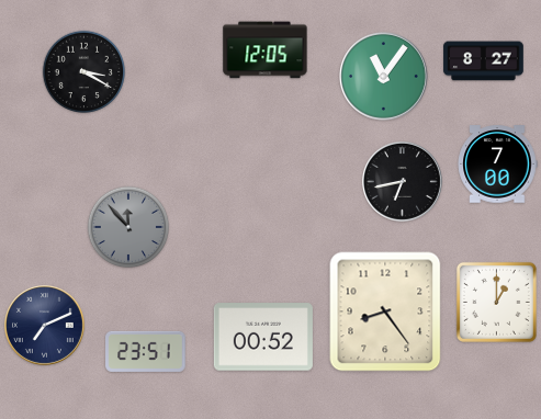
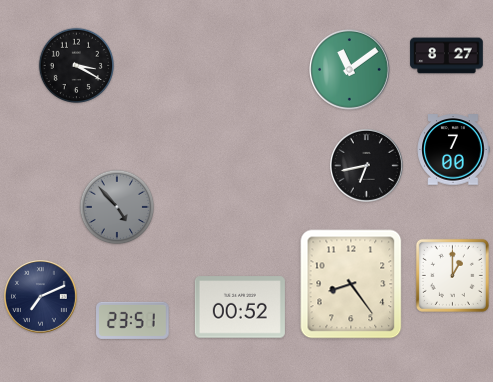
clock at (266, 50): 12:05 -> none
clock at (484, 61) position: (484, 61) -> (447, 56)
clock at (384, 77): 11:06 -> 11:09
clock at (128, 227): 11:53 -> 4:53
